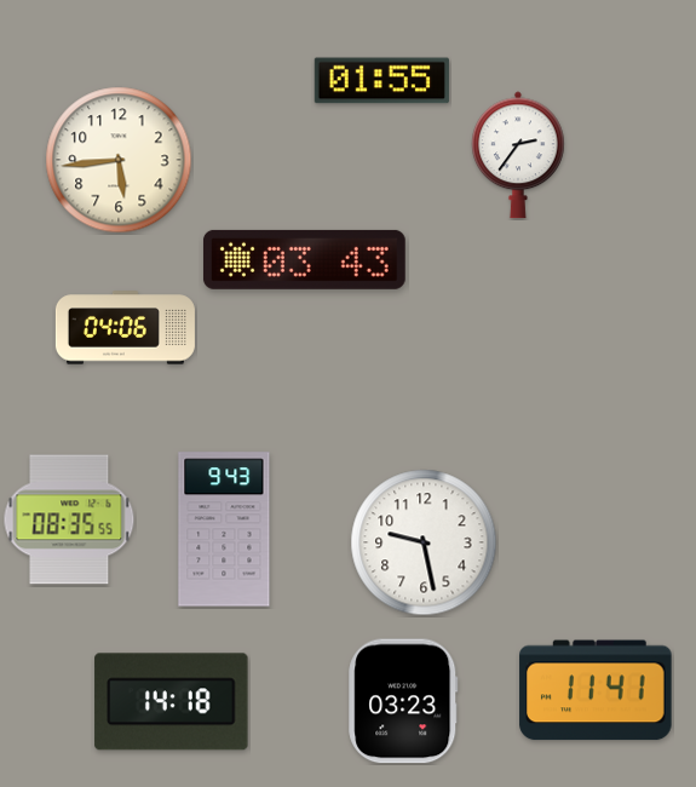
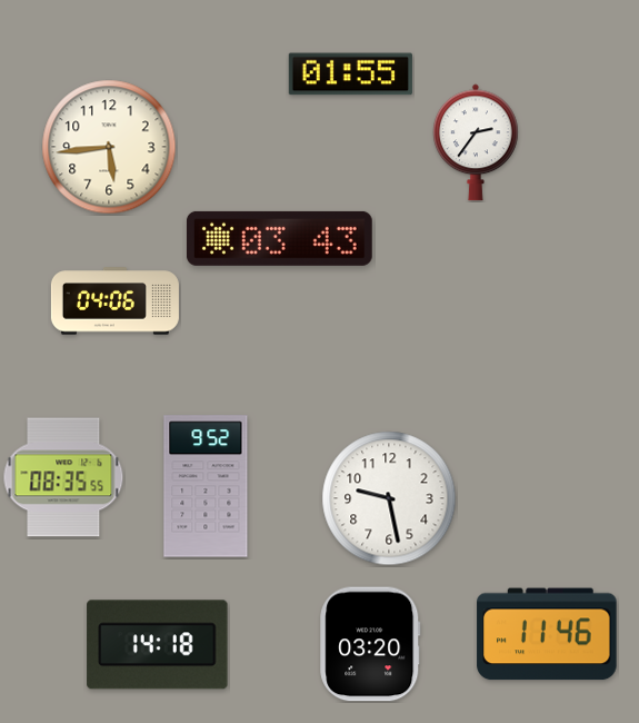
clock at (224, 529): 9:43 -> 9:52
clock at (596, 690): 11:41 -> 11:46
clock at (403, 701): 03:23 -> 03:20
